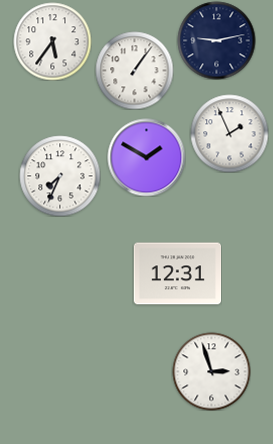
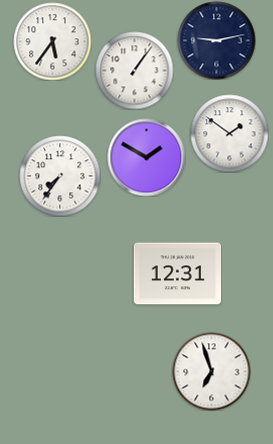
clock at (229, 133): 1:56 -> 1:51
clock at (60, 176): 7:34 -> 7:36
clock at (211, 371): 2:57 -> 6:57
